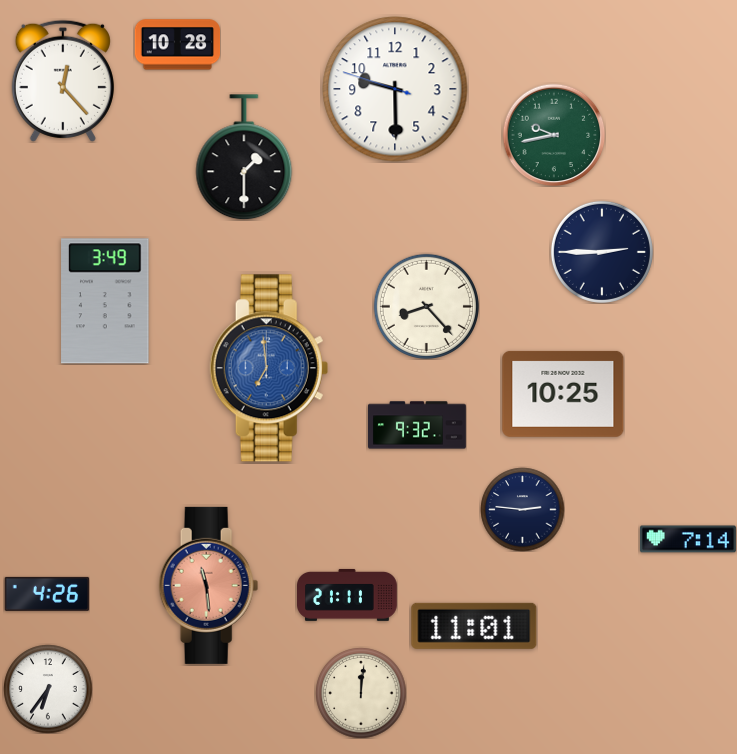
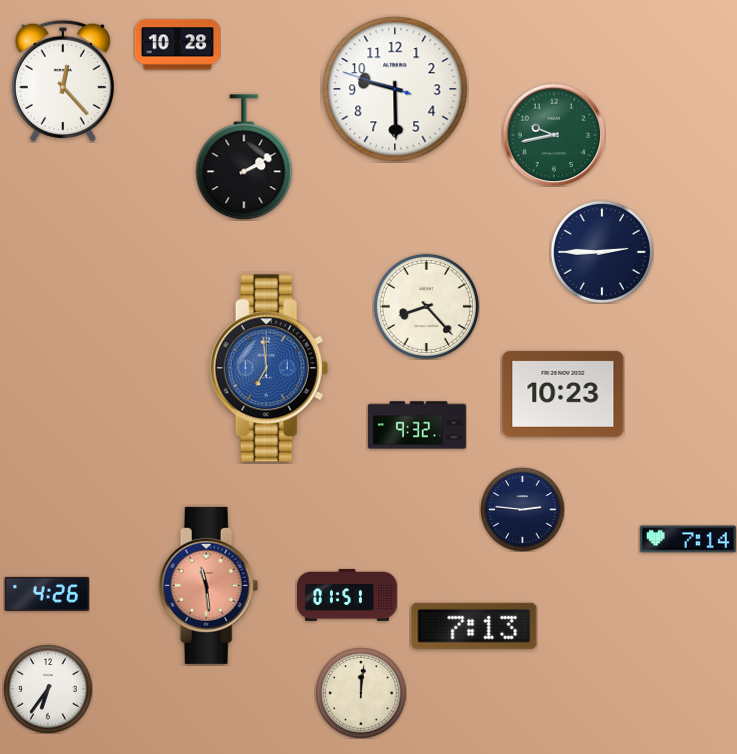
clock at (244, 157): 1:30 -> 2:10
clock at (105, 301): 3:49 -> none
clock at (563, 394): 10:25 -> 10:23
clock at (348, 595): 21:11 -> 01:51
clock at (474, 626): 11:01 -> 7:13
